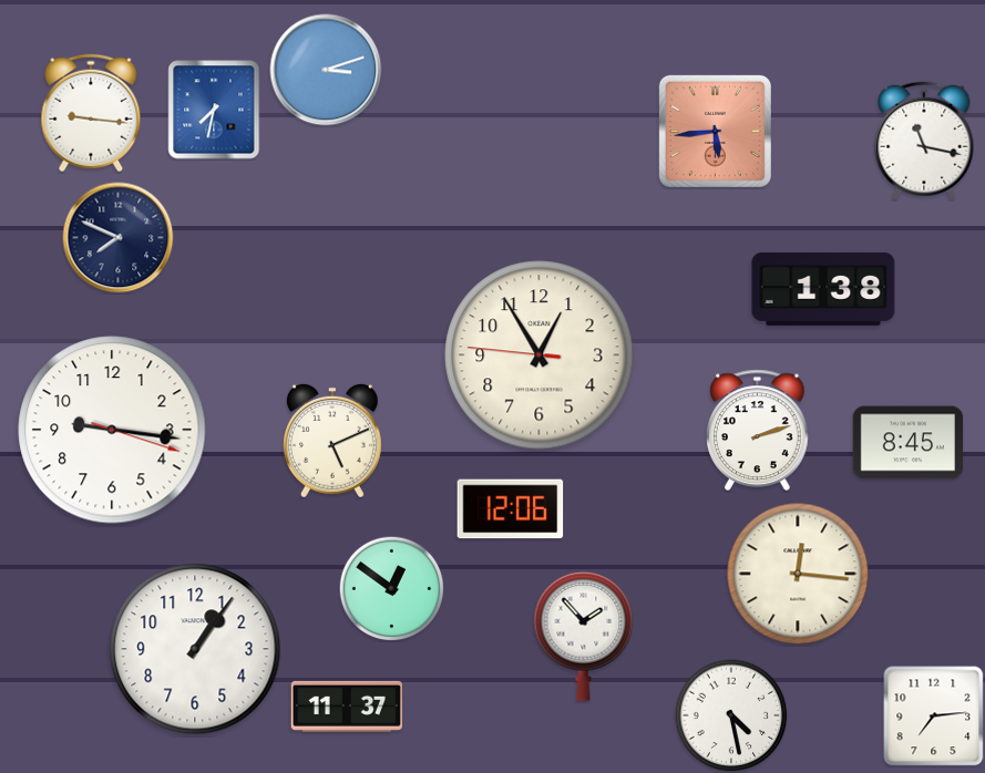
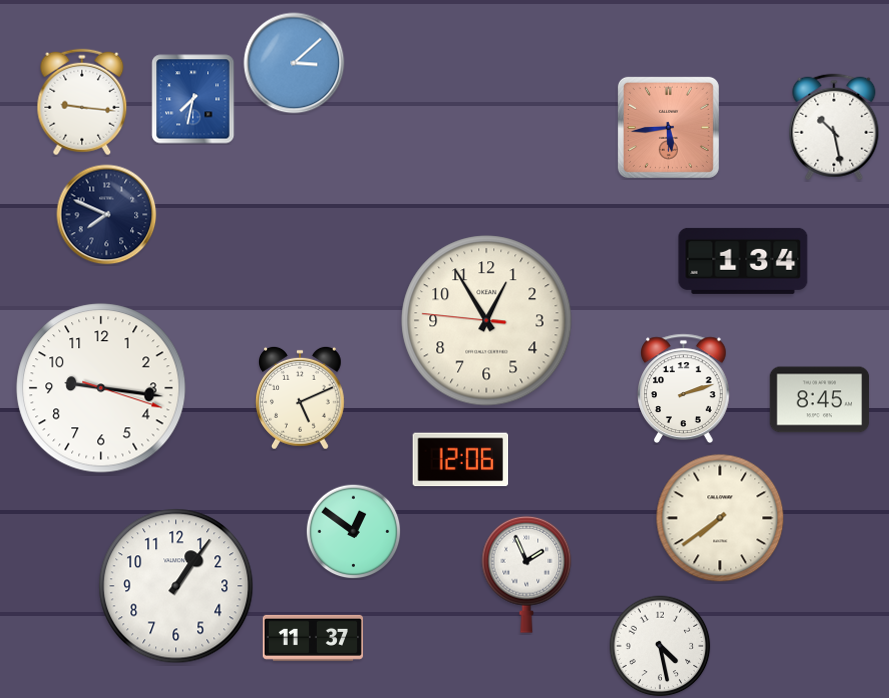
clock at (326, 70): 3:12 -> 3:08
clock at (715, 131) position: (715, 131) -> (668, 127)
clock at (924, 141): 11:17 -> 10:28
clock at (823, 289): 1:38 -> 1:34
clock at (798, 574): 12:16 -> 7:39
clock at (584, 636): 1:53 -> 1:56
clock at (934, 717): 7:14 -> none
